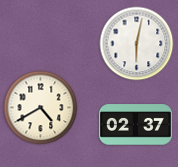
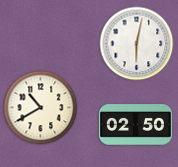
clock at (41, 108): 4:40 -> 10:40
clock at (135, 125): 02:37 -> 02:50
